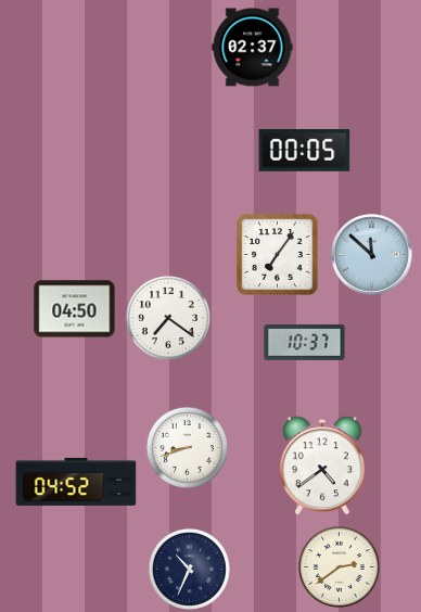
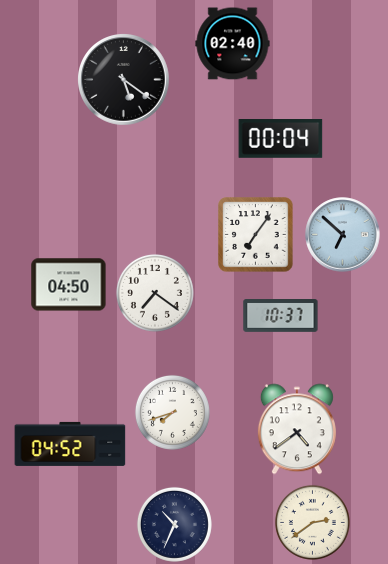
clock at (253, 48): 02:37 -> 02:40
clock at (124, 80): none -> 5:21
clock at (305, 151): 00:05 -> 00:04
clock at (372, 255): 11:52 -> 6:52
clock at (187, 447): 8:42 -> 7:42
